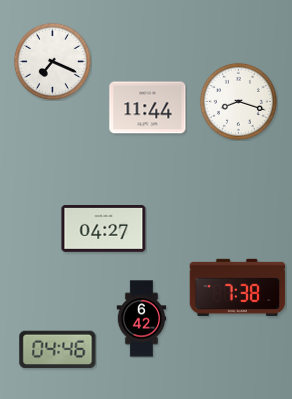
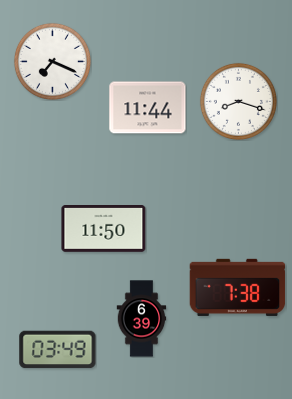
clock at (104, 229): 04:27 -> 11:50
clock at (142, 319): 6:42 -> 6:39
clock at (58, 350): 04:46 -> 03:49
